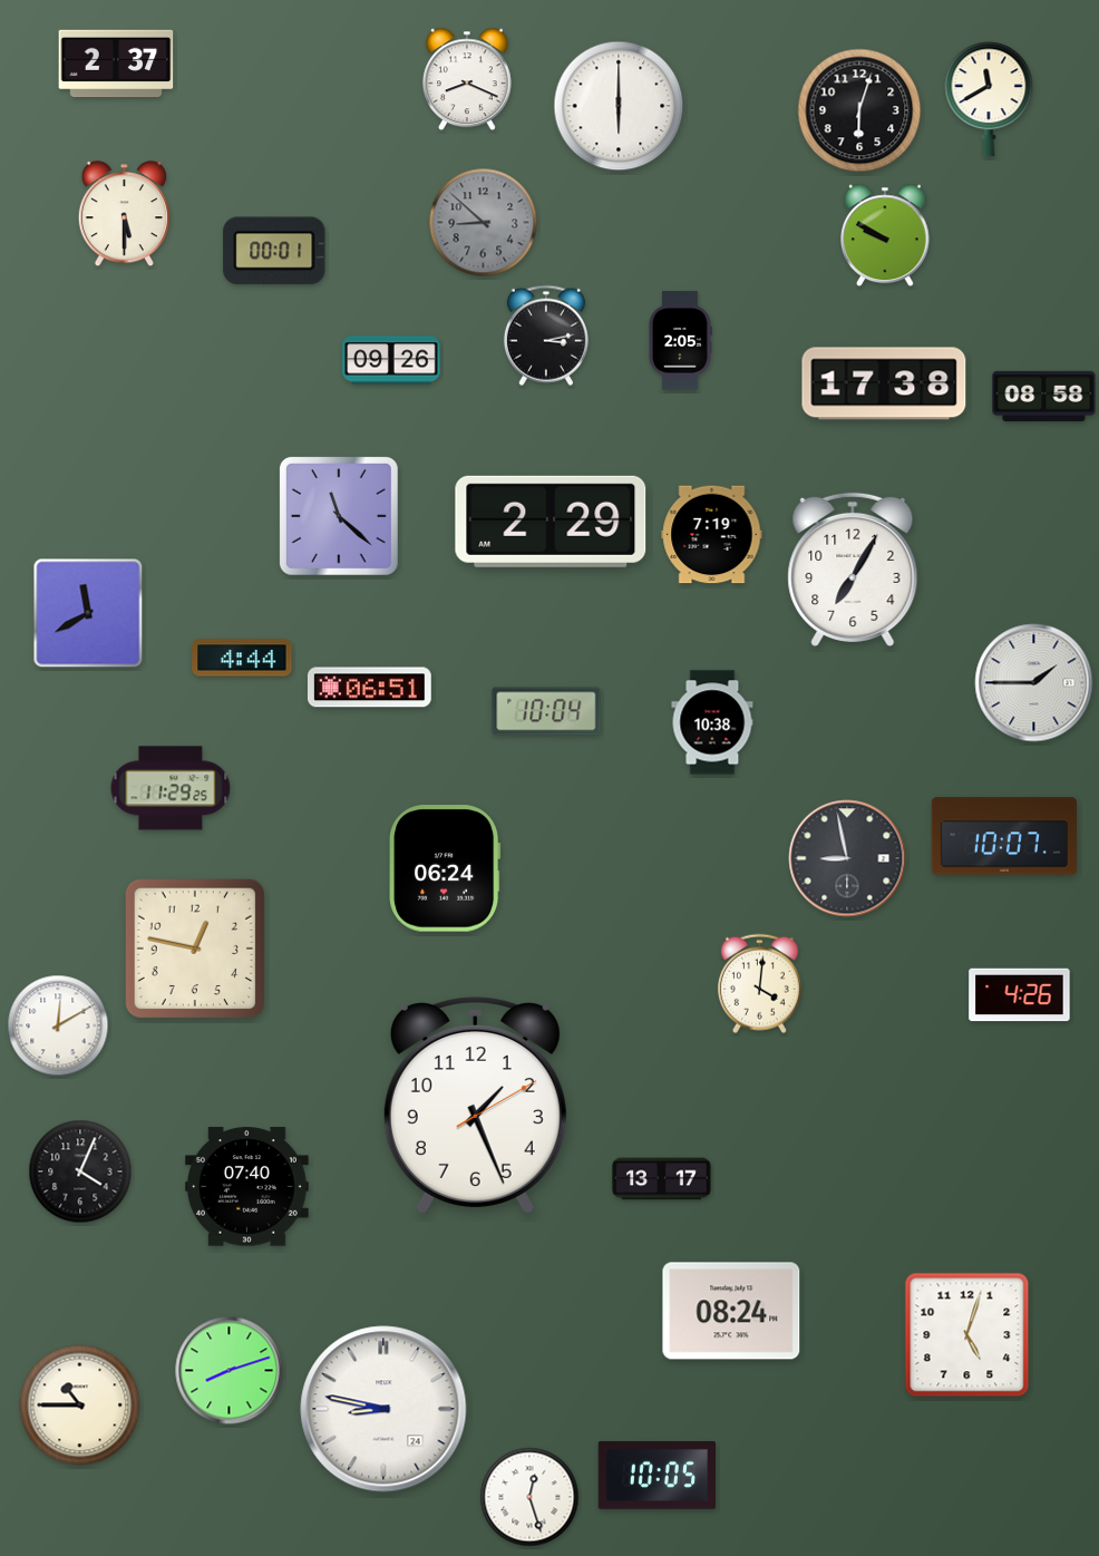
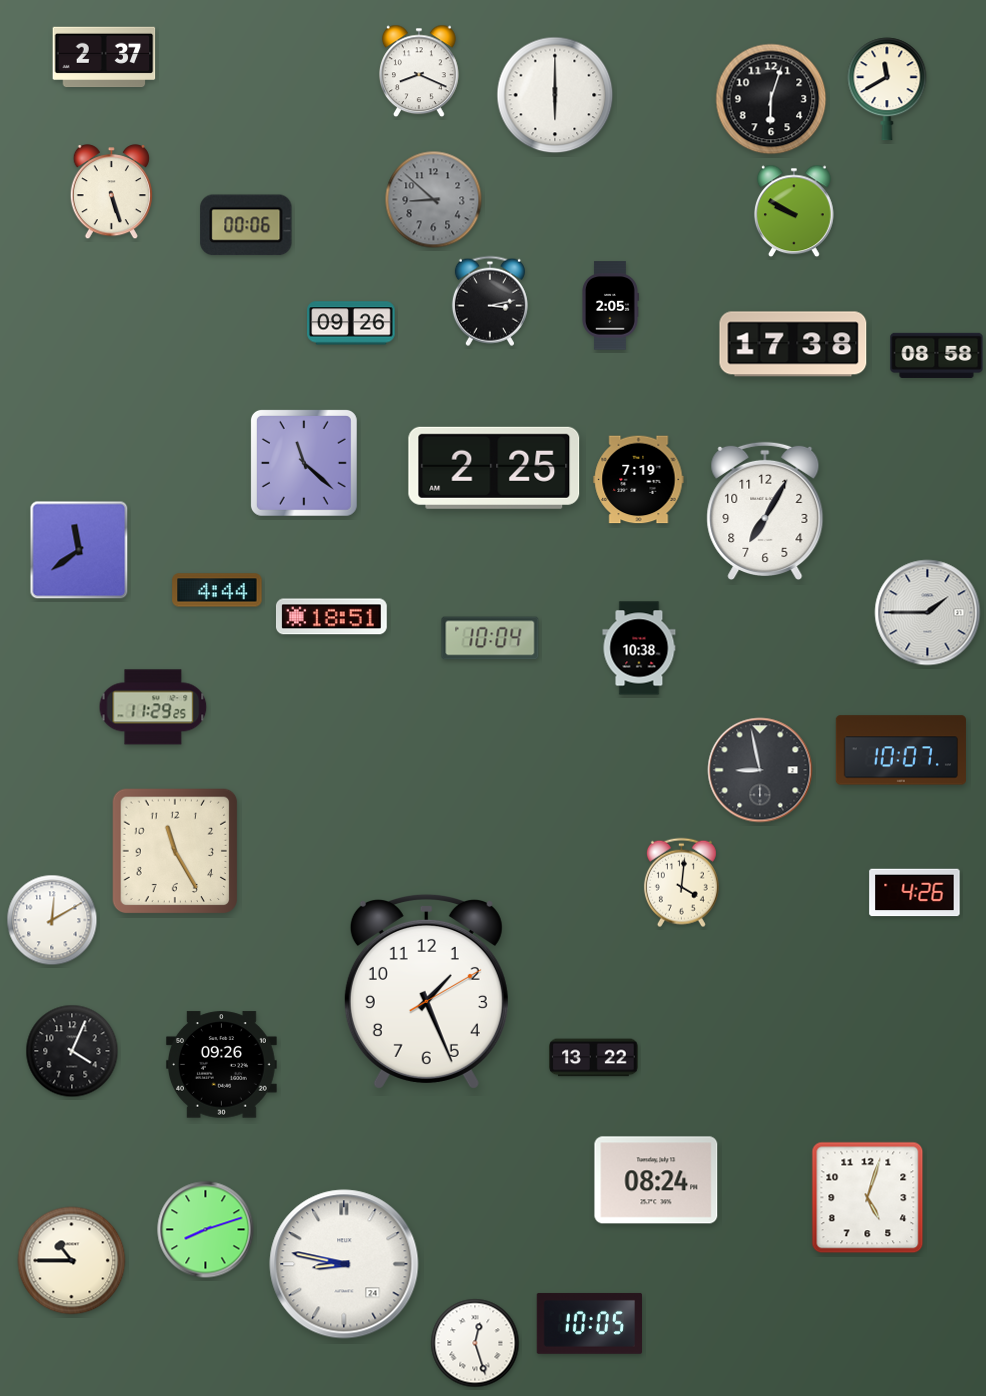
clock at (124, 214): 5:30 -> 5:27
clock at (274, 251): 00:01 -> 00:06
clock at (551, 522): 2:29 -> 2:25
clock at (88, 613): 11:40 -> 11:39
clock at (369, 688): 06:51 -> 18:51
clock at (445, 868): 06:24 -> none
clock at (195, 949): 12:47 -> 11:25
clock at (662, 1179): 13:17 -> 13:22
clock at (246, 1187): 07:40 -> 09:26
clock at (731, 1311) position: (731, 1311) -> (656, 1180)
